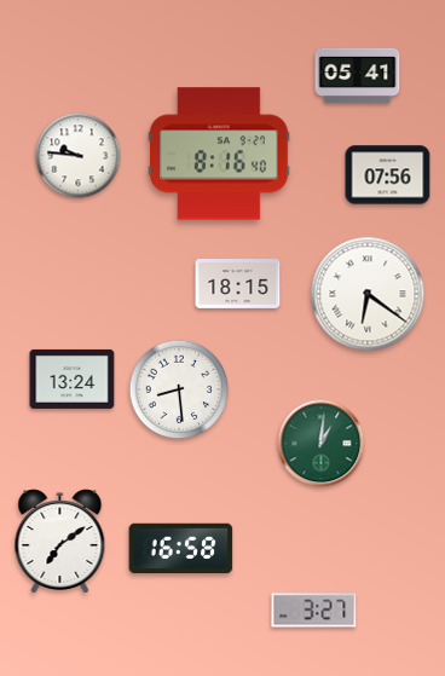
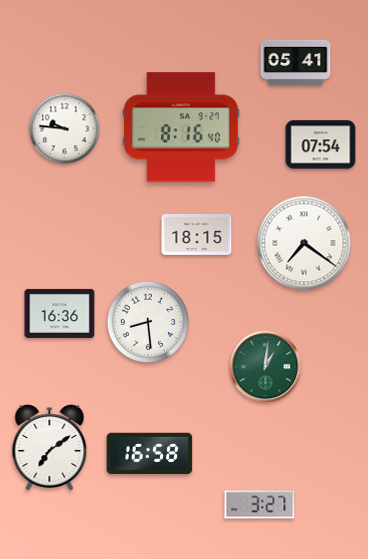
clock at (388, 175): 07:56 -> 07:54
clock at (368, 294): 6:21 -> 7:21
clock at (73, 379): 13:24 -> 16:36
